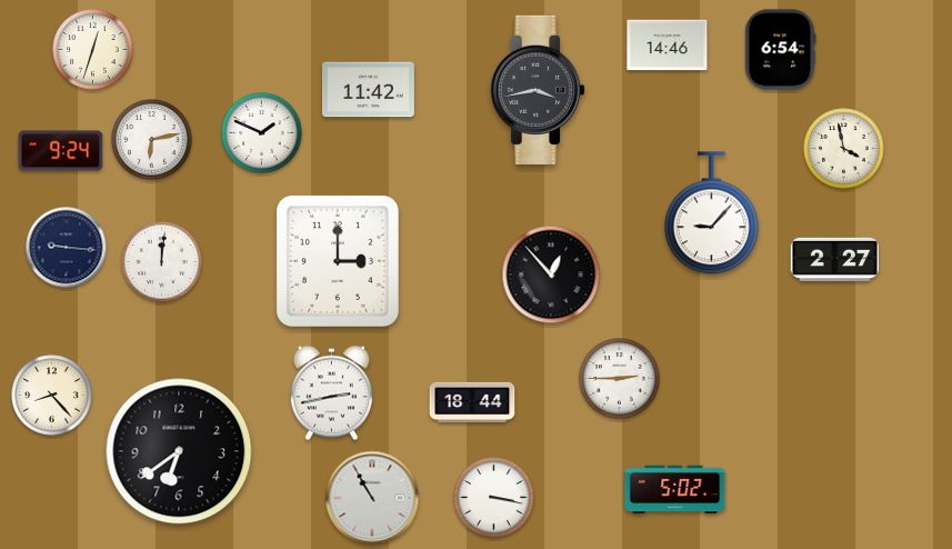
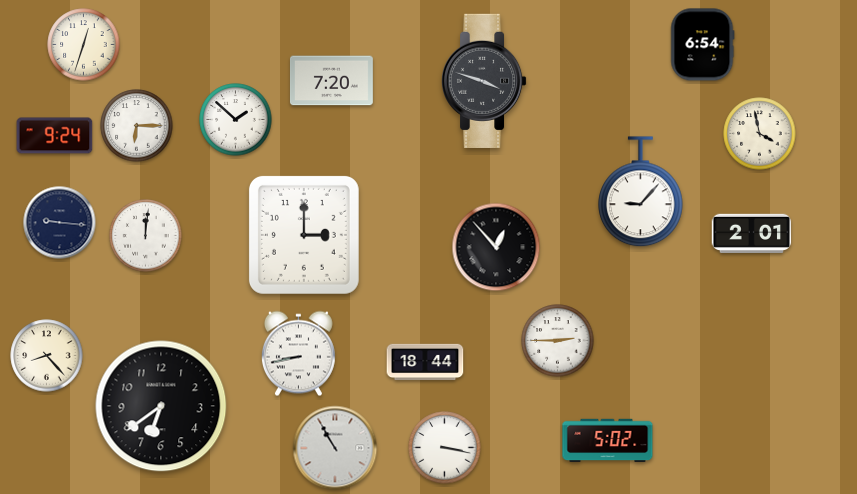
clock at (668, 46): 14:46 -> none
clock at (368, 90): 11:42 -> 7:20
clock at (538, 90): 3:43 -> 3:48
clock at (262, 133): 1:49 -> 1:52
clock at (152, 140): 6:13 -> 6:15
clock at (835, 259): 2:27 -> 2:01
clock at (331, 393): 2:43 -> 8:43
